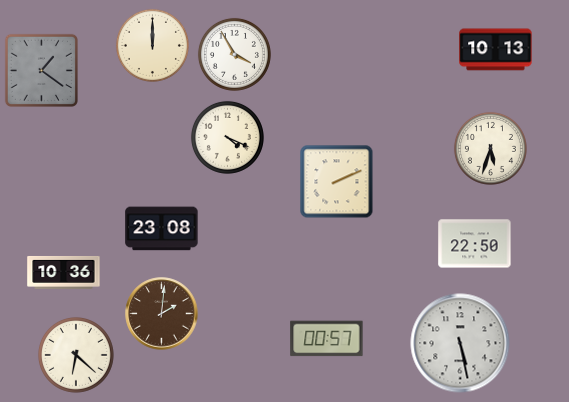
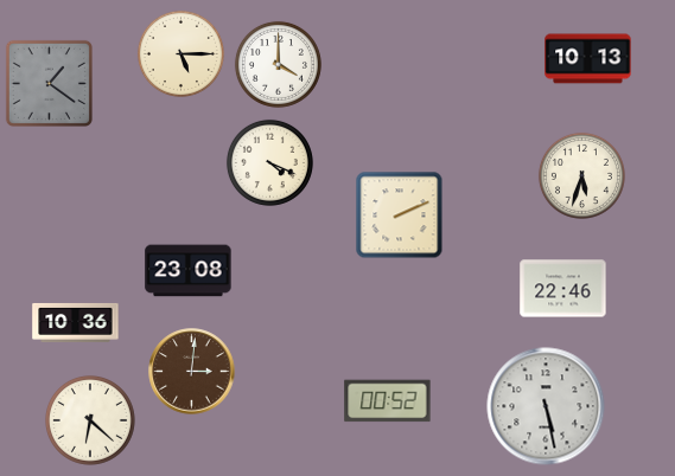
clock at (152, 45): 12:00 -> 5:15
clock at (234, 54): 3:55 -> 4:00
clock at (162, 229) position: (162, 229) -> (189, 271)
clock at (475, 244): 22:50 -> 22:46
clock at (162, 314): 2:01 -> 3:01
clock at (327, 339): 00:57 -> 00:52
